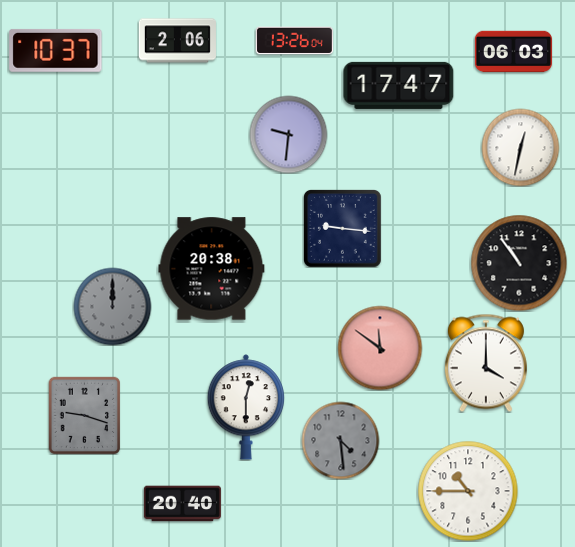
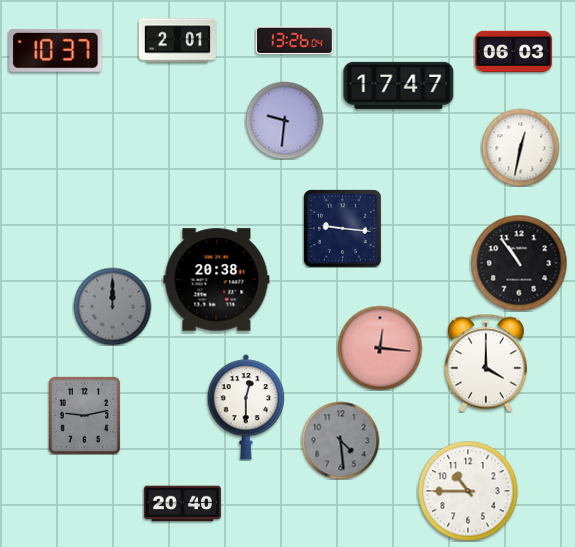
clock at (177, 41): 2:06 -> 2:01
clock at (288, 134) position: (288, 134) -> (284, 120)
clock at (212, 269) position: (212, 269) -> (217, 280)
clock at (380, 348): 11:51 -> 12:16
clock at (85, 415): 9:18 -> 9:13
